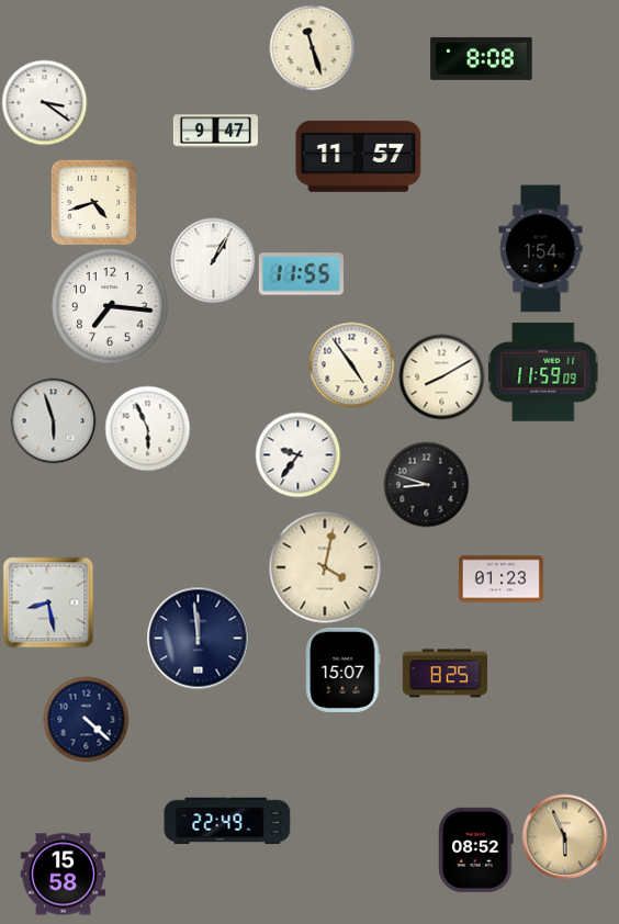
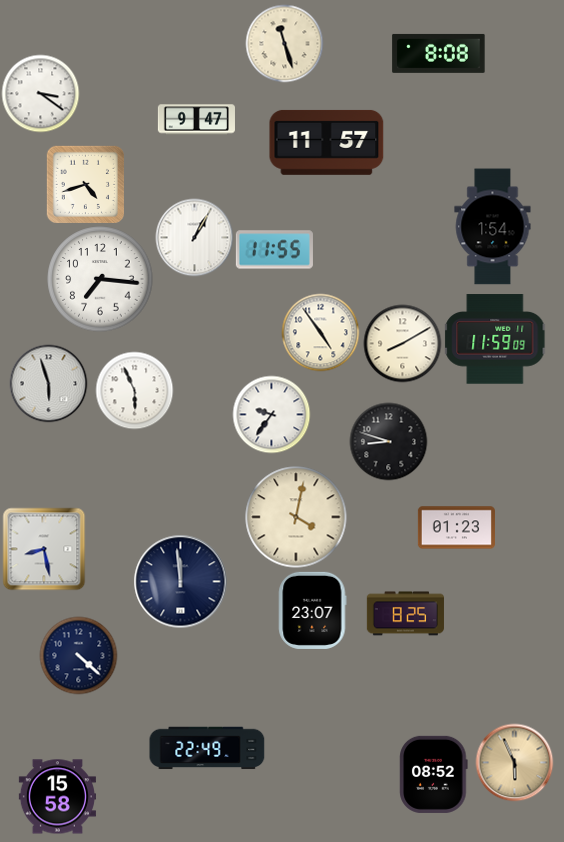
clock at (344, 669): 15:07 -> 23:07
